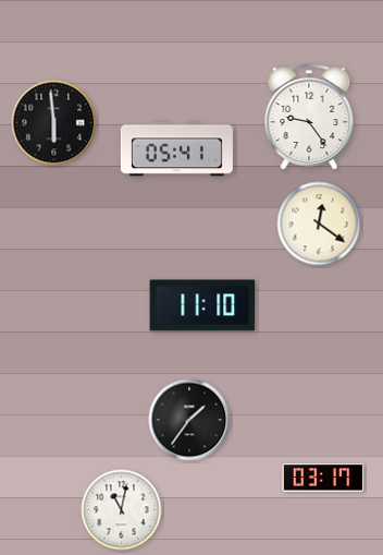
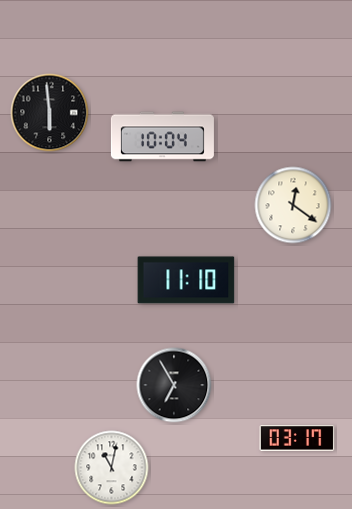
clock at (309, 118): 9:24 -> none
clock at (176, 149): 05:41 -> 10:04
clock at (189, 420): 1:36 -> 6:55
